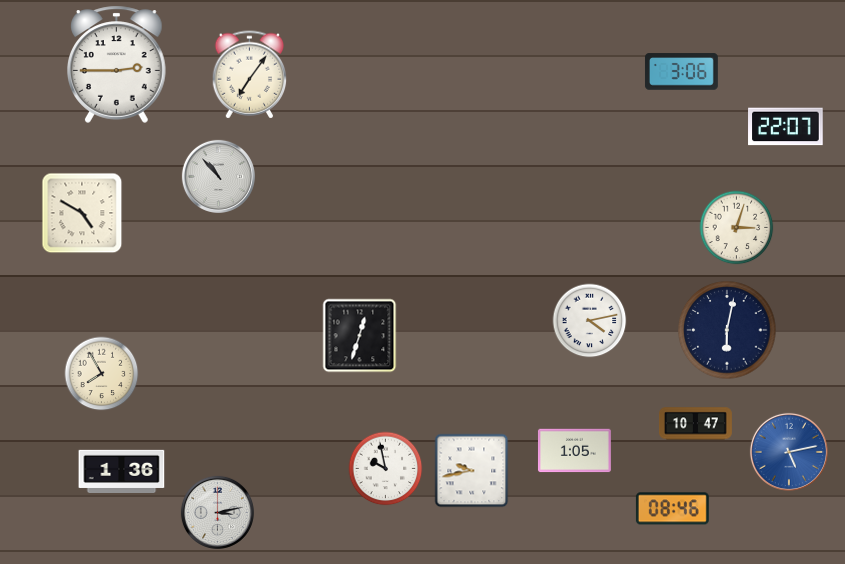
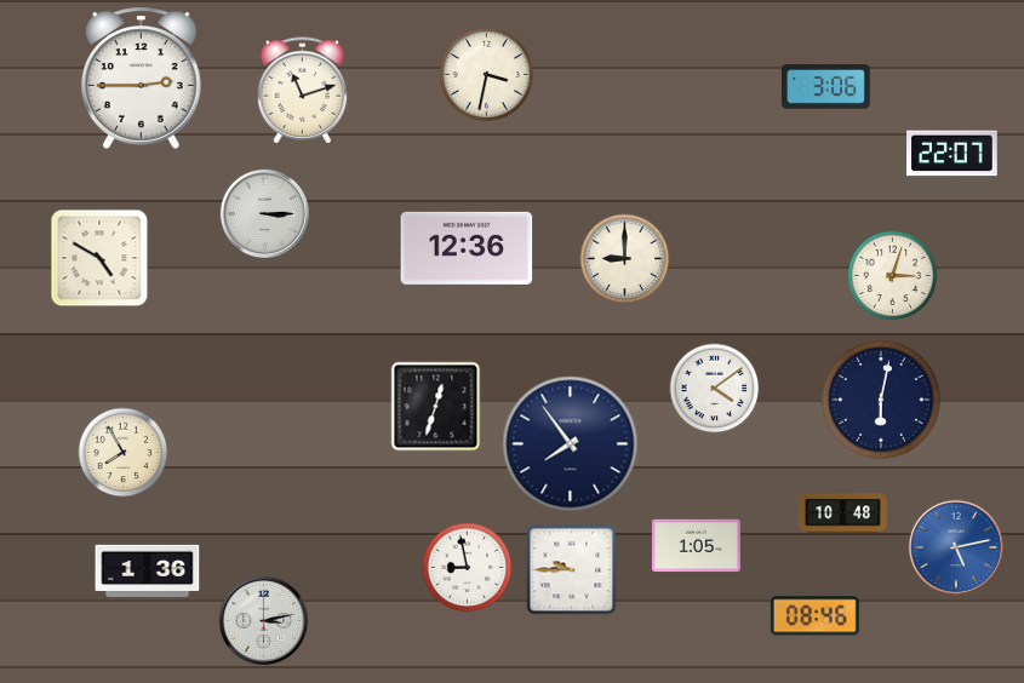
clock at (487, 75): none -> 3:32
clock at (250, 75): 7:06 -> 11:12
clock at (218, 176): 10:53 -> 3:15
clock at (467, 248): none -> 12:36
clock at (625, 259): none -> 9:00
clock at (590, 321): 4:13 -> 4:09
clock at (571, 444): none -> 7:54
clock at (696, 424): 10:47 -> 10:48
clock at (386, 469): 9:58 -> 8:58
clock at (472, 471): 9:43 -> 9:45
